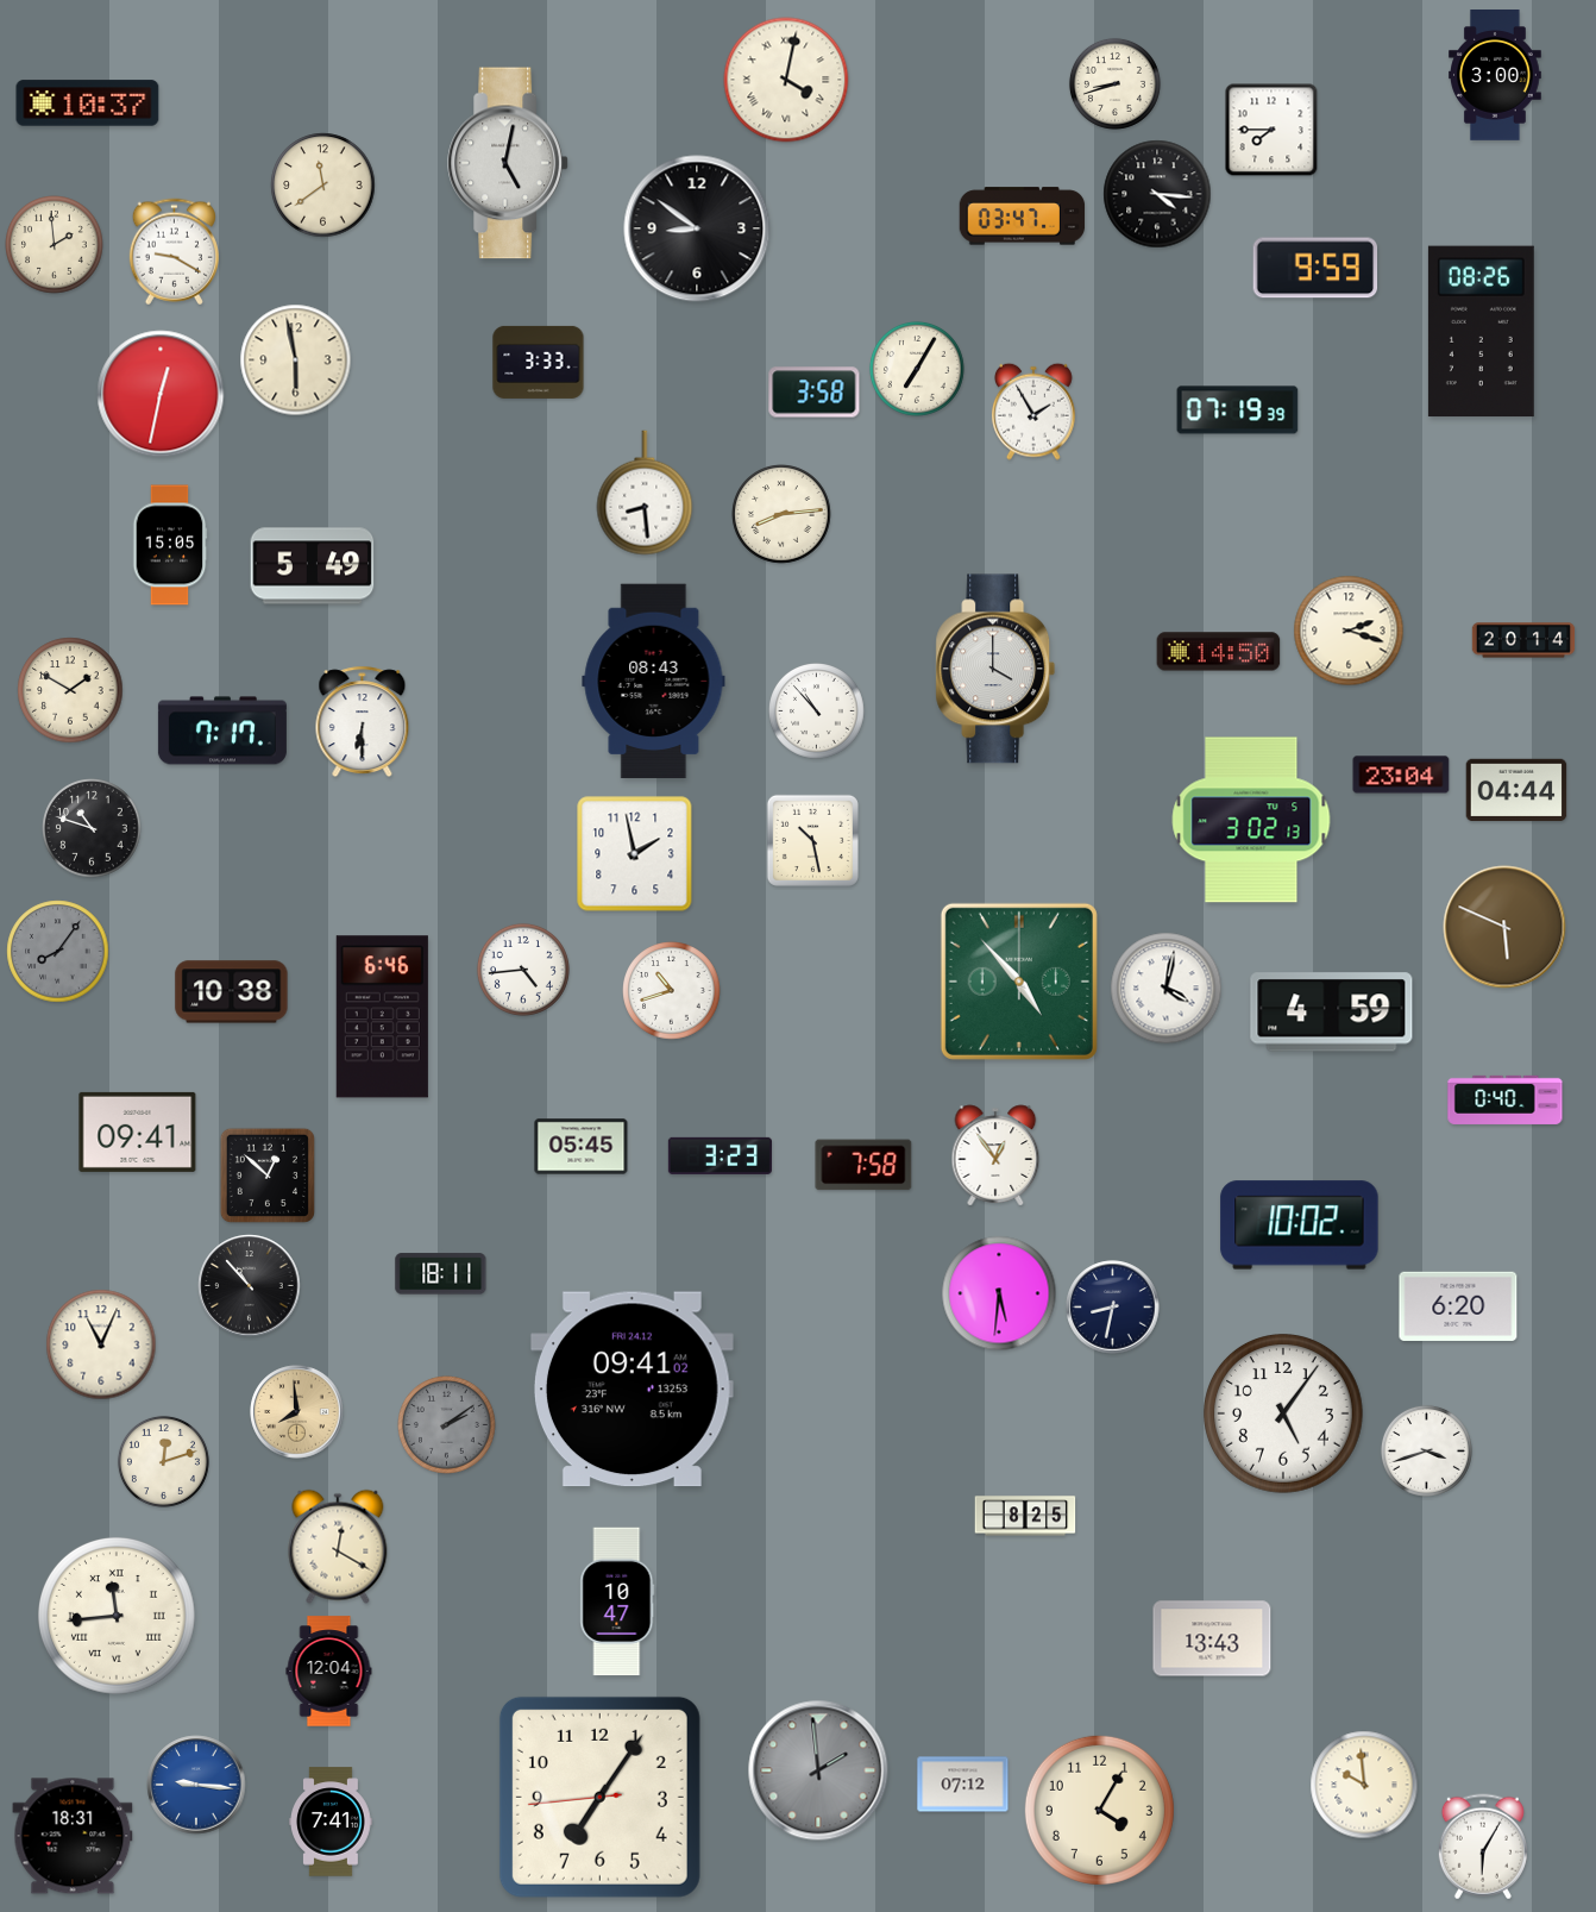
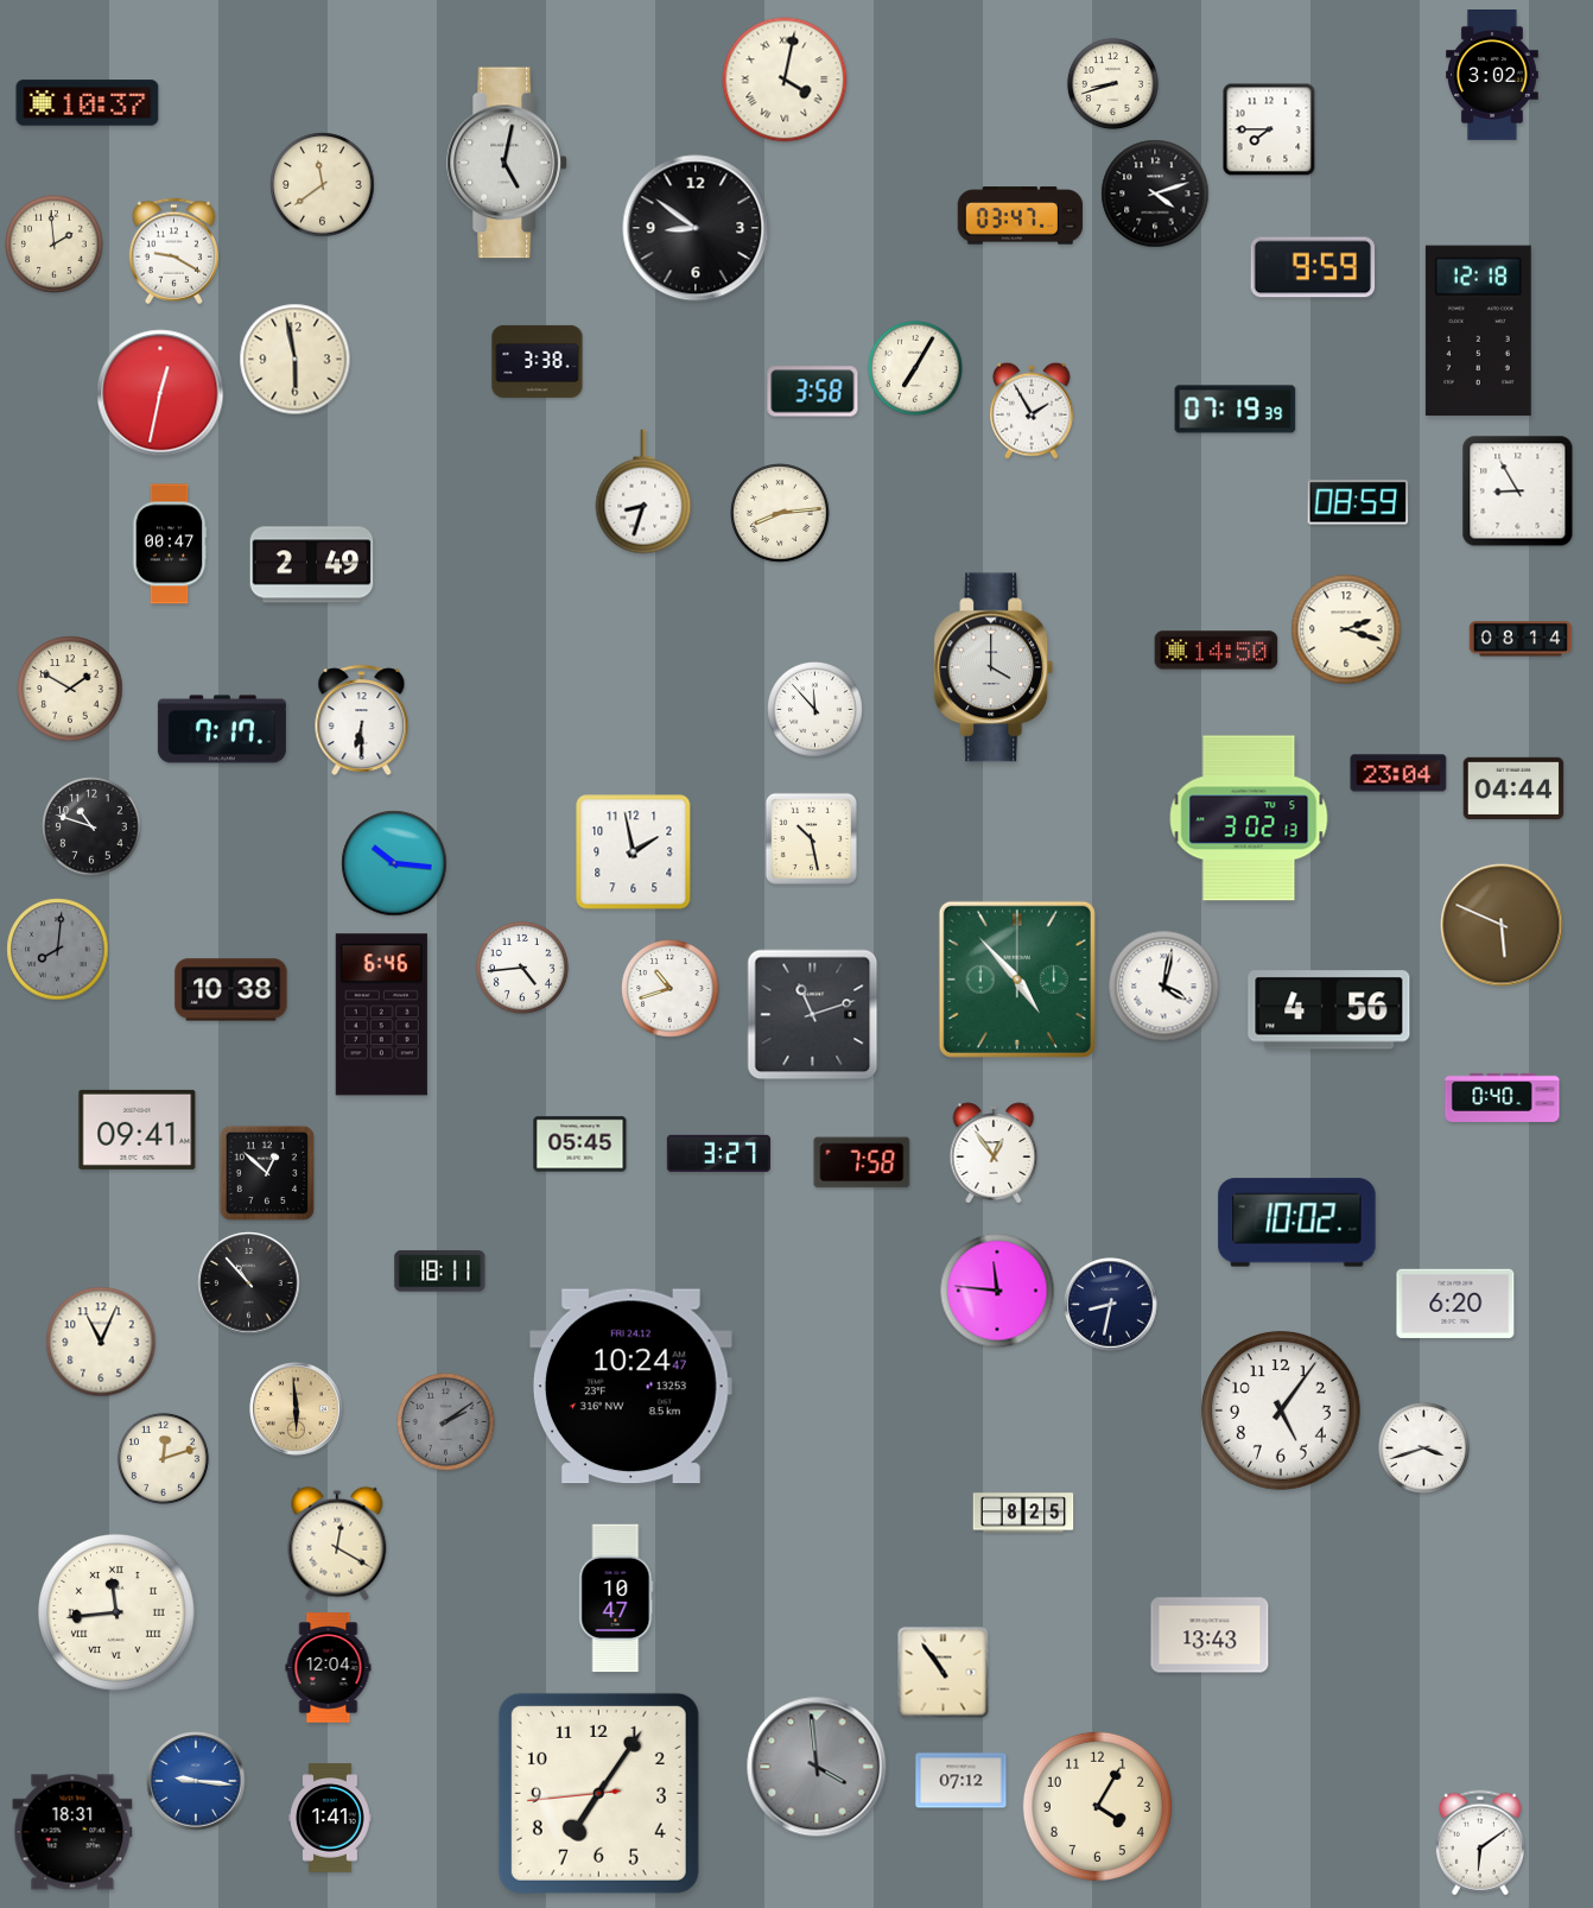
clock at (1496, 76): 3:00 -> 3:02
clock at (1157, 194): 4:16 -> 4:12
clock at (1481, 332): 08:26 -> 12:18
clock at (539, 362): 3:33 -> 3:38
clock at (645, 493): 8:29 -> 8:33
clock at (1518, 492): none -> 8:55
clock at (1358, 502): none -> 08:59
clock at (170, 545): 15:05 -> 00:47
clock at (313, 566): 5:49 -> 2:49
clock at (1523, 640): 20:14 -> 08:14
clock at (654, 682): 08:43 -> none
clock at (817, 711): 10:53 -> 11:53
clock at (394, 863): none -> 10:16
clock at (58, 952): 8:06 -> 8:01
clock at (1332, 1013): 4:59 -> 4:56
clock at (813, 1015): none -> 11:12
clock at (720, 1155): 3:23 -> 3:27
clock at (999, 1293): 5:31 -> 11:46
clock at (632, 1390): 09:41 -> 10:24
clock at (297, 1412): 7:59 -> 5:59
clock at (944, 1673): none -> 10:54
clock at (818, 1770): 1:59 -> 3:59
clock at (1364, 1785): 9:59 -> none
clock at (332, 1822): 7:41 -> 1:41
clock at (1483, 1847): 6:05 -> 6:09
